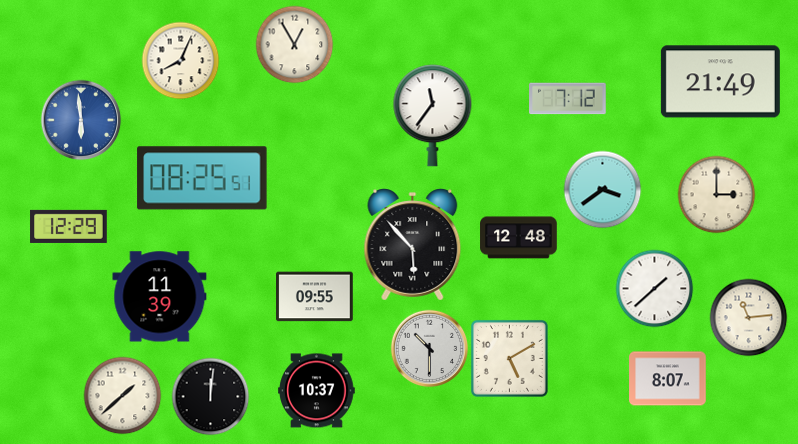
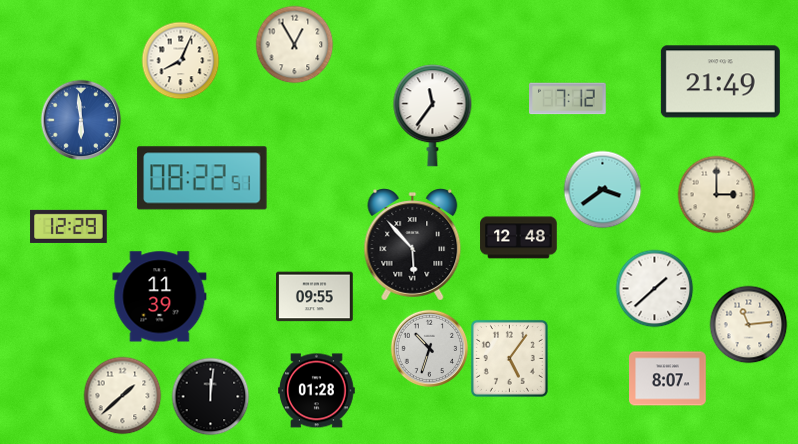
clock at (202, 178): 08:25 -> 08:22
clock at (748, 317) position: (748, 317) -> (748, 324)
clock at (429, 348): 10:30 -> 10:33
clock at (509, 358): 5:10 -> 5:06
clock at (317, 391): 10:37 -> 01:28
